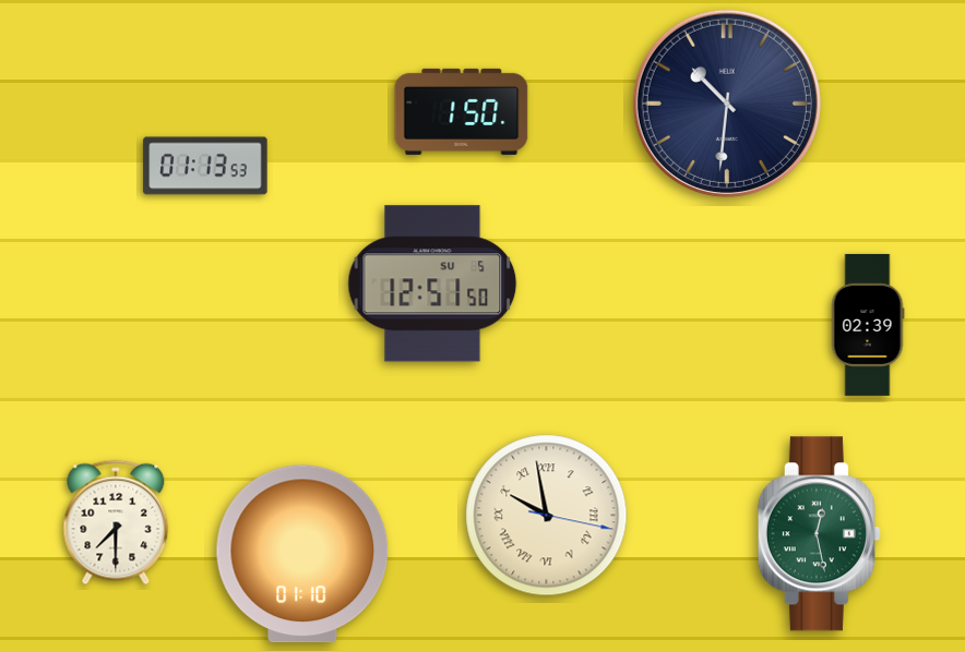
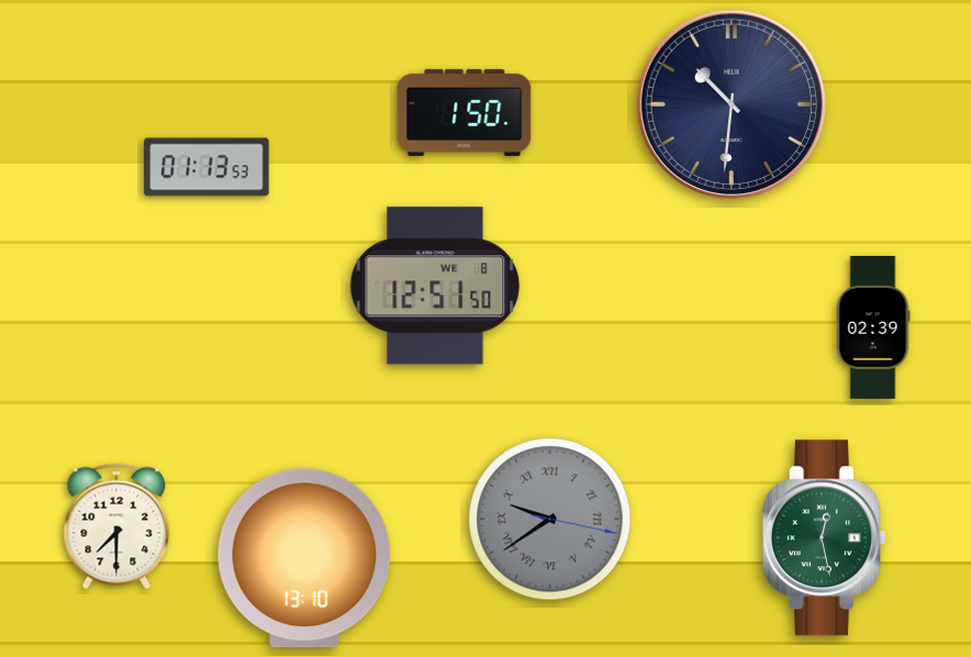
clock at (432, 283) date: SU 5 -> WE 8
clock at (547, 516): 9:58 -> 9:39
clock at (547, 516) dial: cream -> grey
clock at (302, 554): 01:10 -> 13:10
